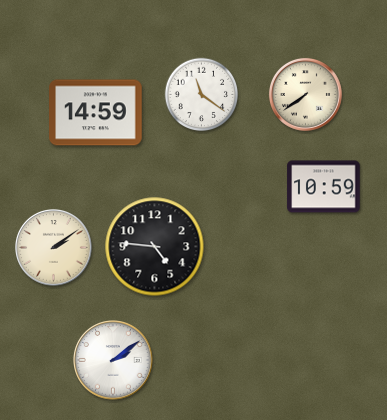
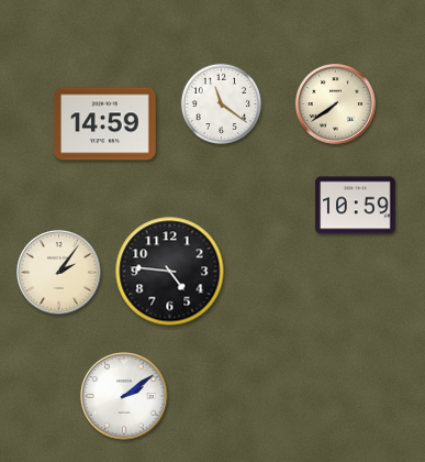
clock at (54, 248): 2:09 -> 2:06
